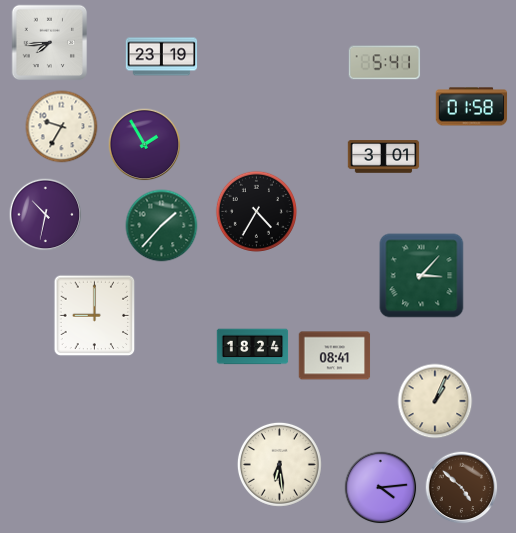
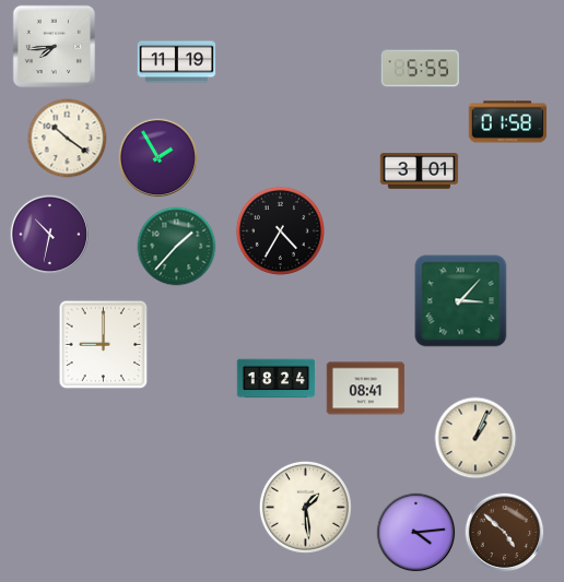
clock at (162, 57): 23:19 -> 11:19
clock at (385, 63): 5:41 -> 5:55
clock at (472, 107) position: (472, 107) -> (508, 122)
clock at (62, 127): 9:35 -> 10:21
clock at (279, 464): 6:29 -> 1:29
